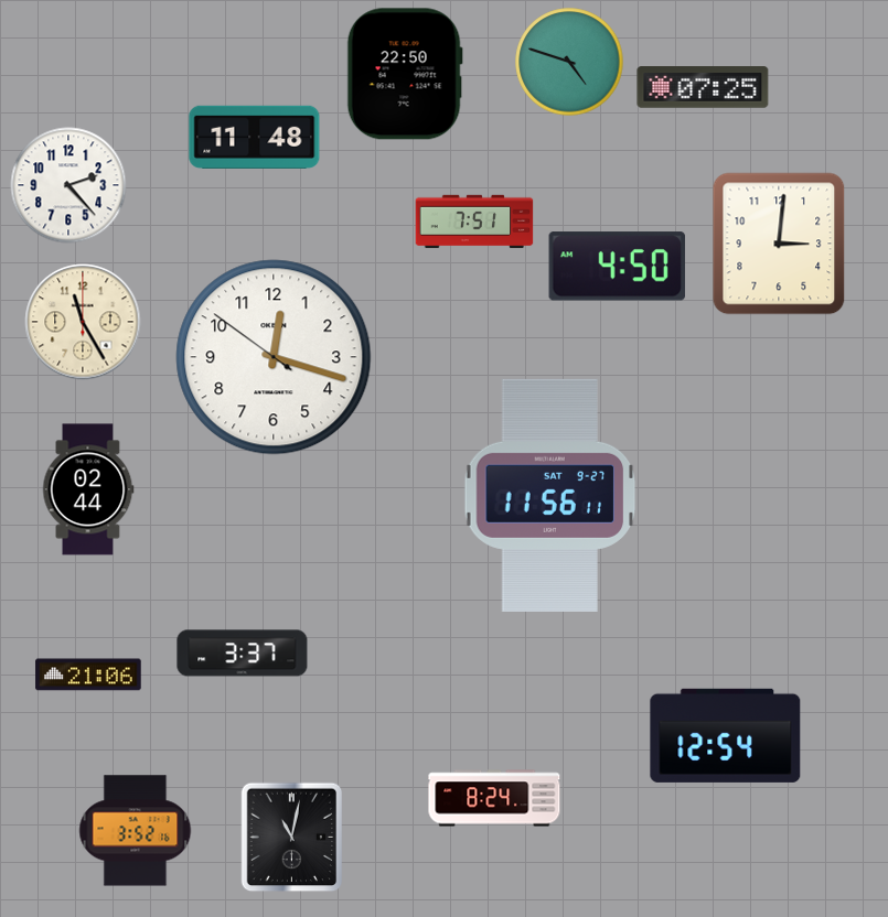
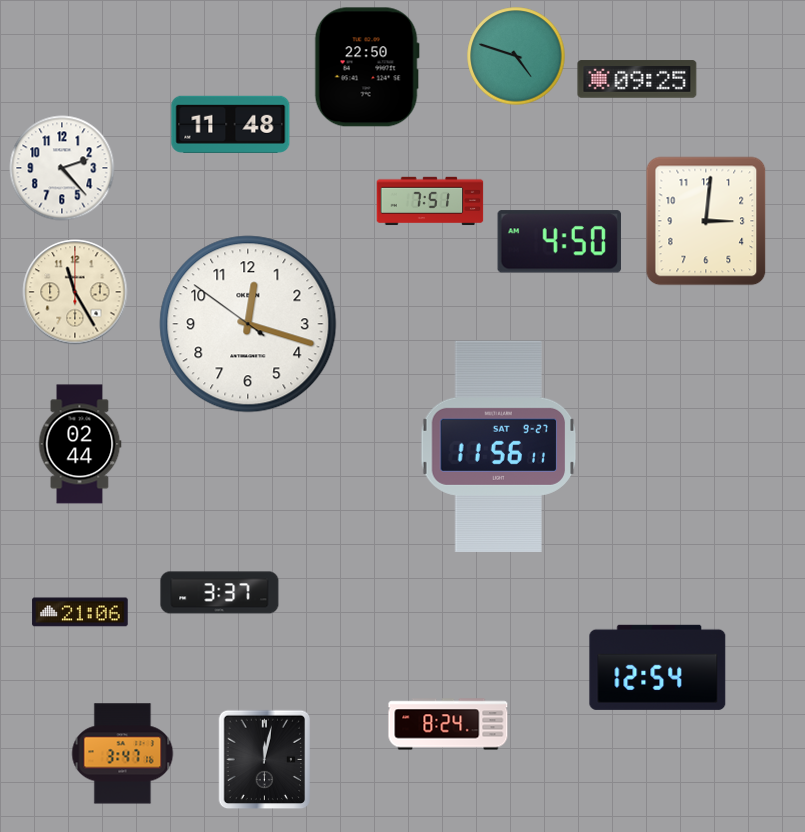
clock at (703, 87): 07:25 -> 09:25
clock at (550, 495) position: (550, 495) -> (499, 446)
clock at (136, 831): 3:52 -> 3:47
clock at (292, 838): 11:02 -> 12:02
